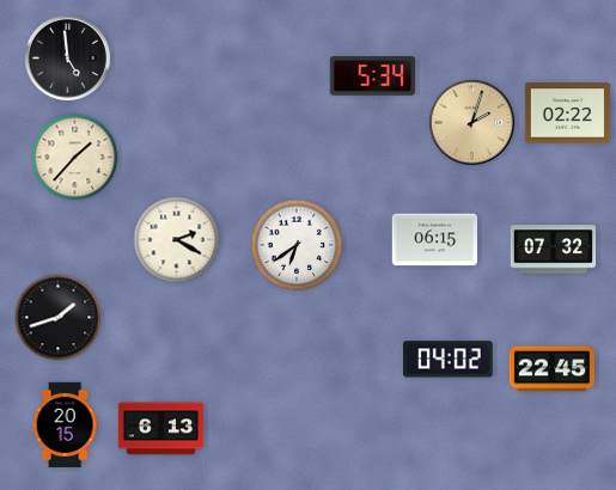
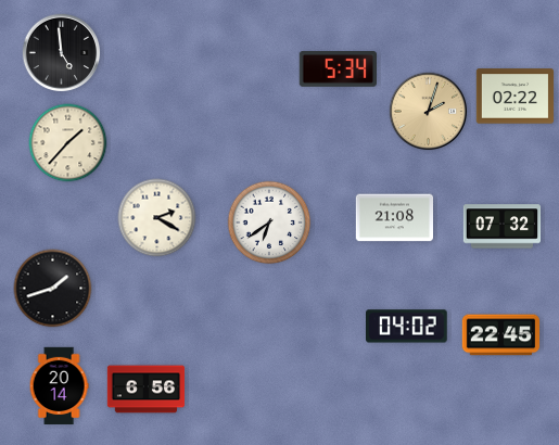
clock at (568, 114) position: (568, 114) -> (516, 97)
clock at (177, 240) position: (177, 240) -> (157, 218)
clock at (434, 240): 06:15 -> 21:08
clock at (65, 425): 20:15 -> 20:14
clock at (161, 429): 6:13 -> 6:56
